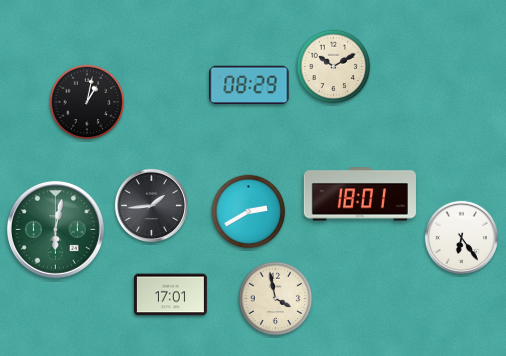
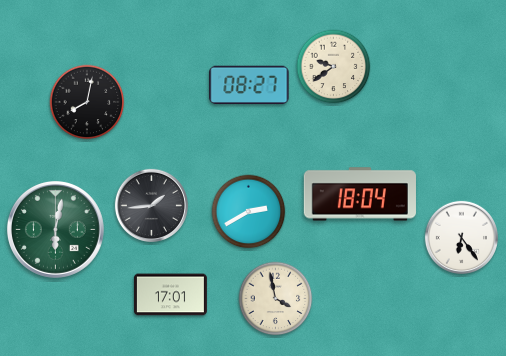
clock at (334, 67): 10:10 -> 9:39
clock at (249, 85): 08:29 -> 08:27
clock at (87, 102): 1:02 -> 8:02
clock at (360, 194): 18:01 -> 18:04
